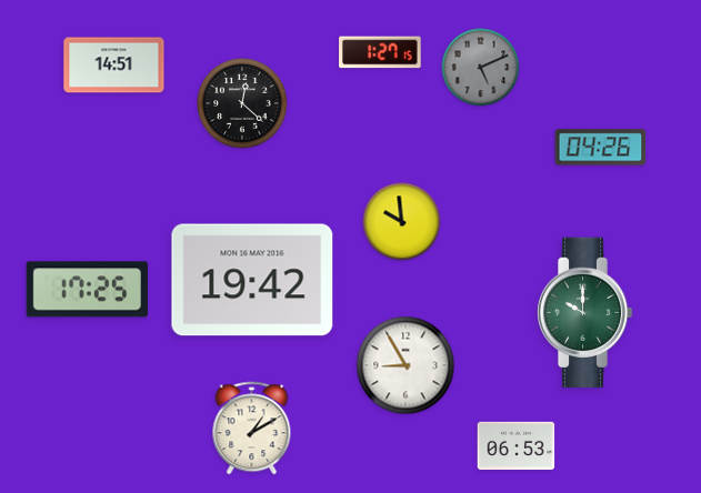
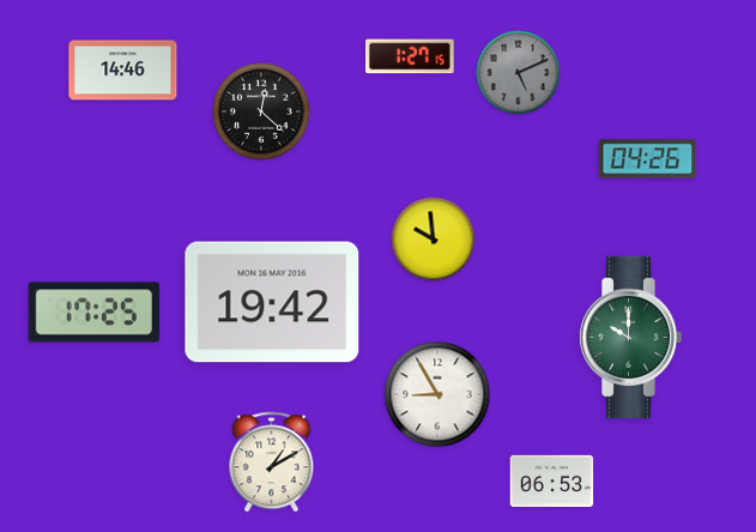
clock at (114, 66): 14:51 -> 14:46
clock at (517, 446) position: (517, 446) -> (552, 482)
